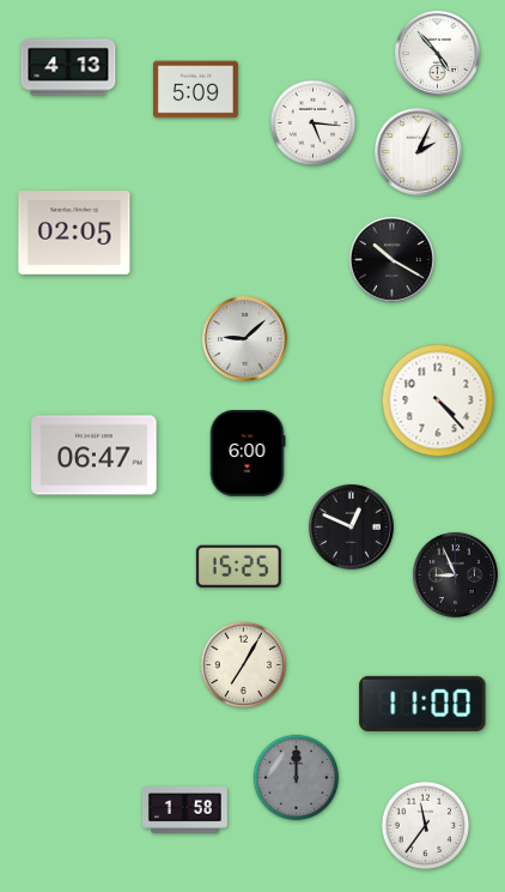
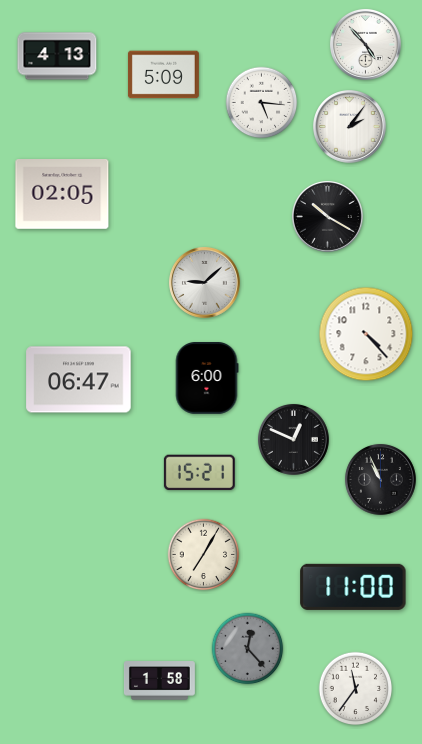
clock at (419, 152): 2:04 -> 2:06
clock at (238, 567): 15:25 -> 15:21
clock at (455, 574): 8:56 -> 10:56
clock at (297, 778): 12:00 -> 12:23
clock at (184, 810) position: (184, 810) -> (159, 681)
